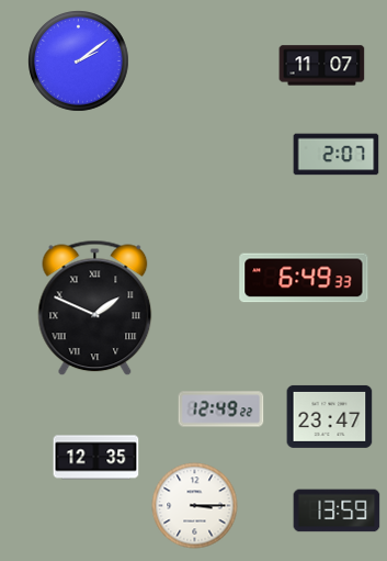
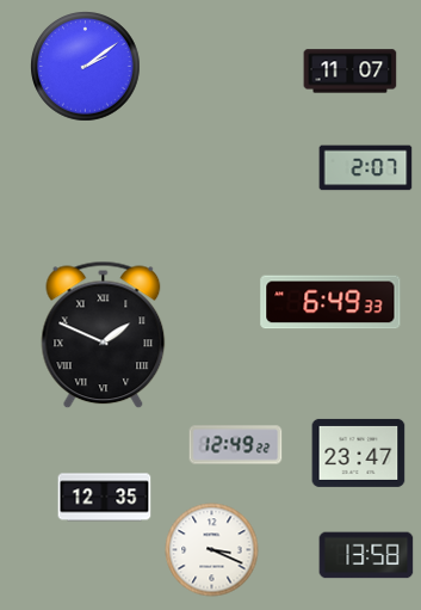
clock at (220, 409) position: (220, 409) -> (235, 445)
clock at (194, 505): 3:15 -> 3:19
clock at (337, 510): 13:59 -> 13:58
